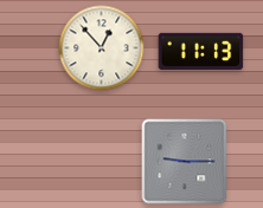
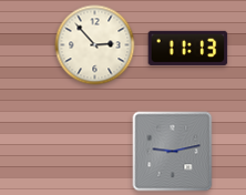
clock at (102, 48): 12:53 -> 2:53
clock at (185, 162): 9:15 -> 9:13
